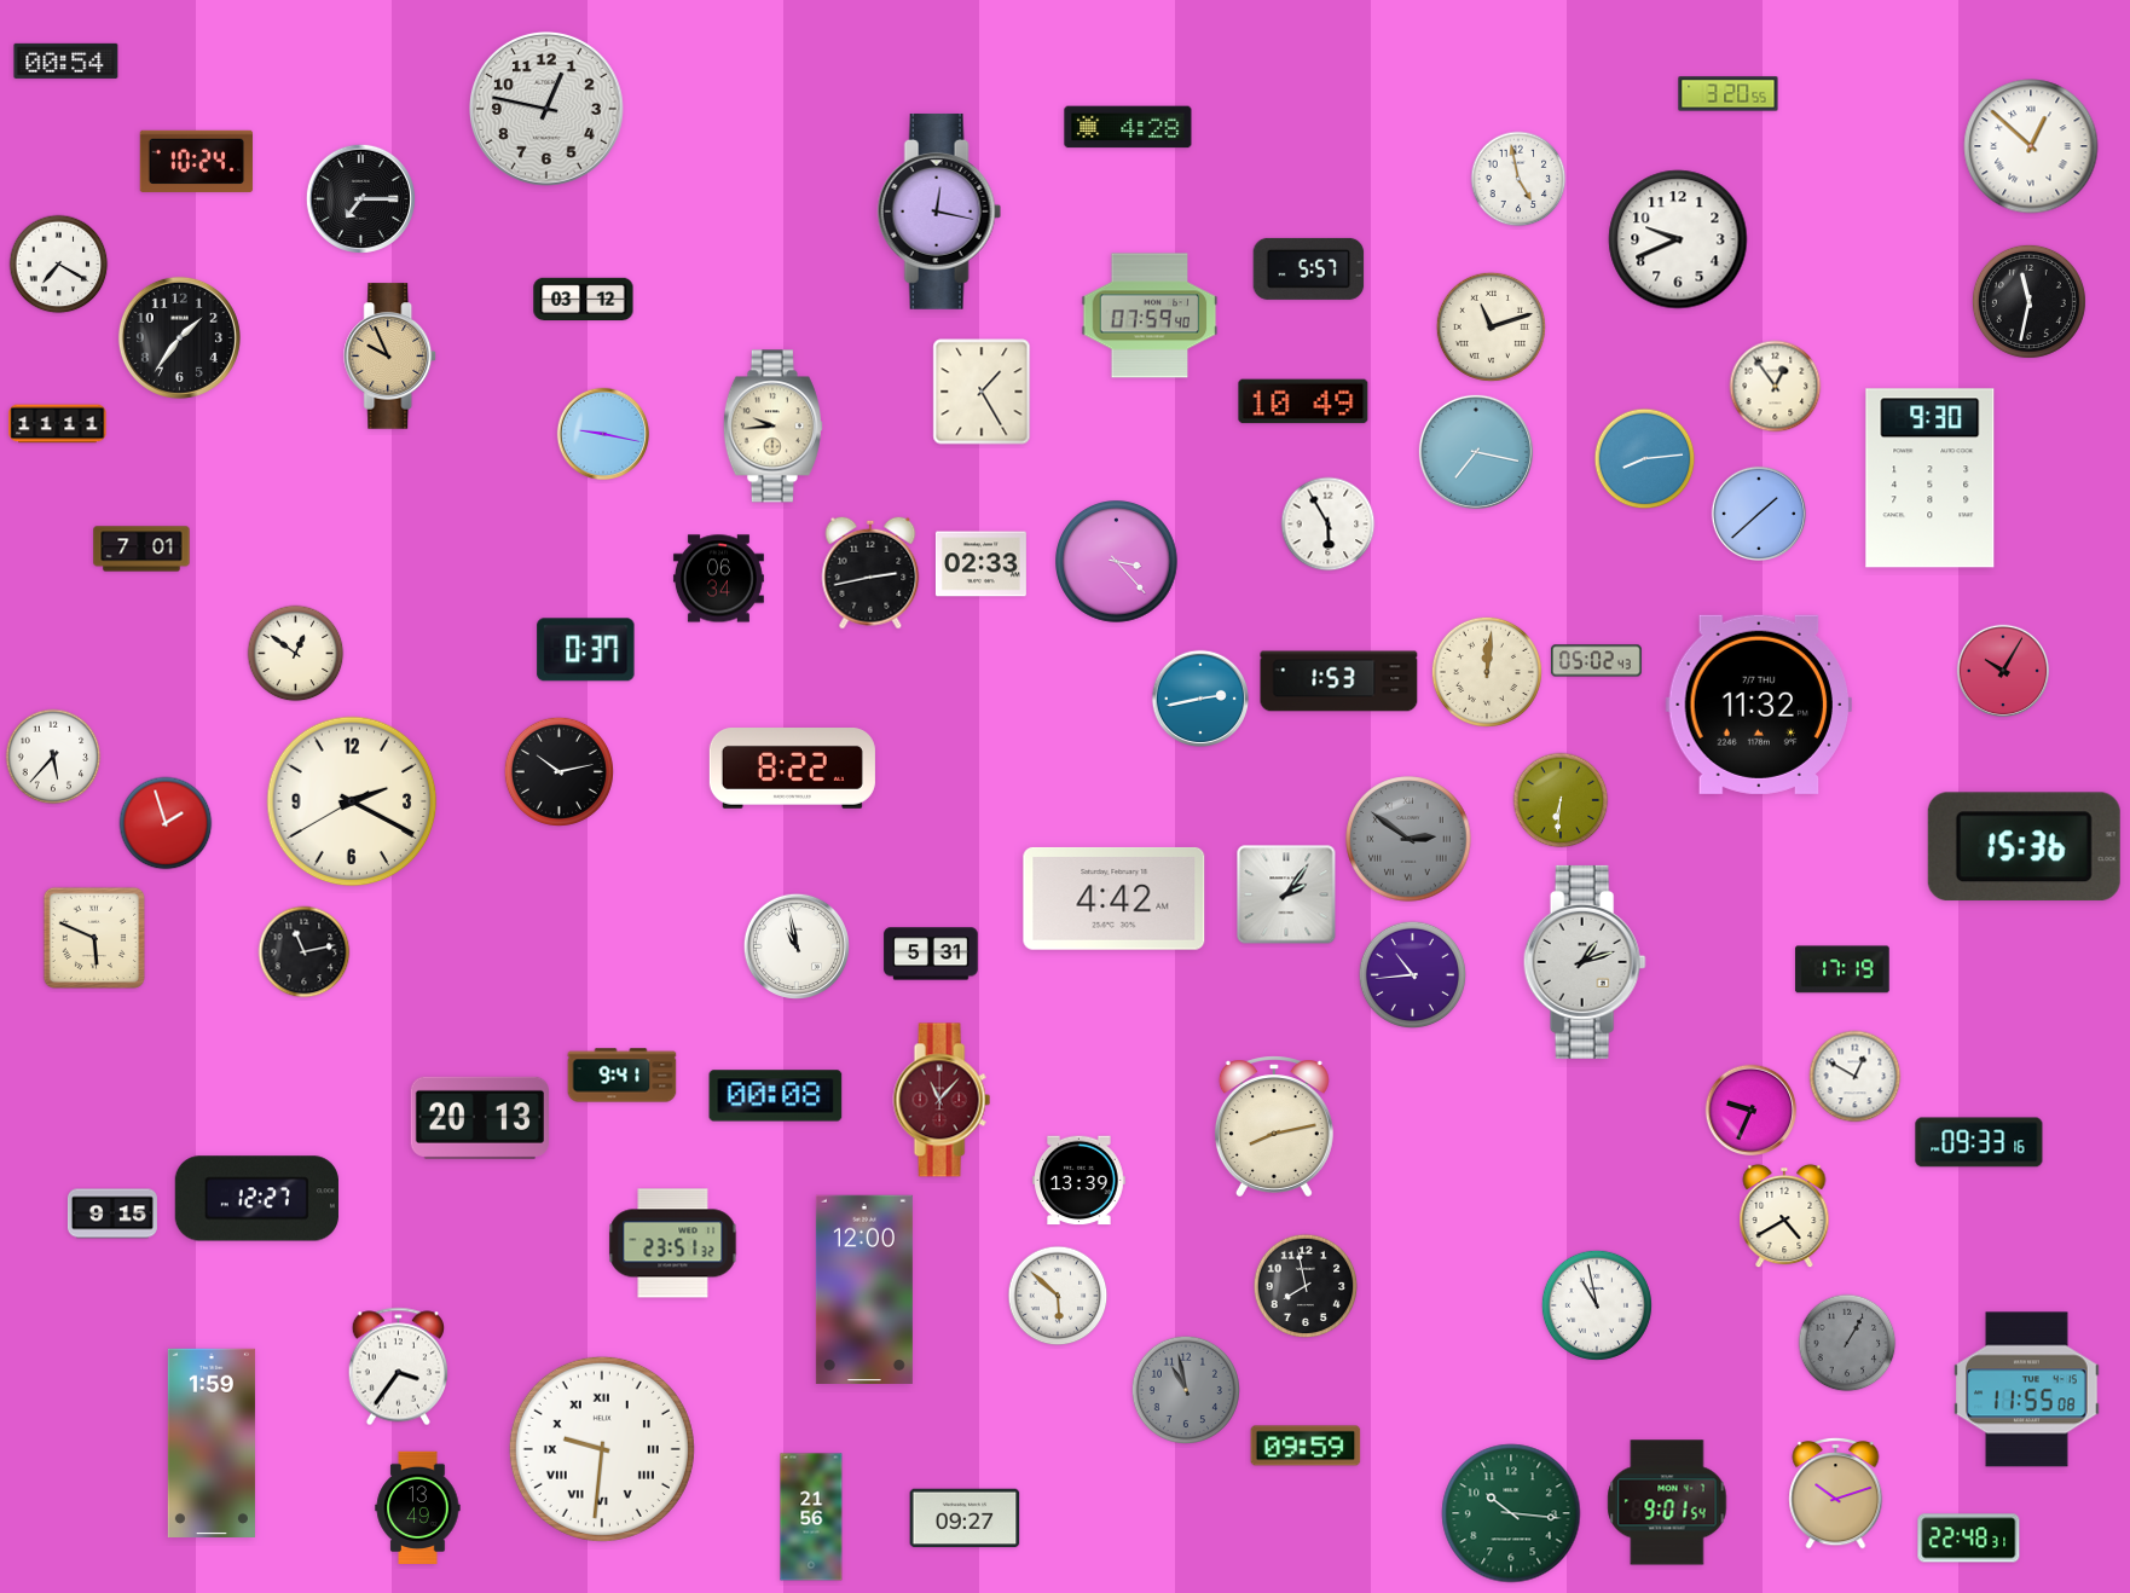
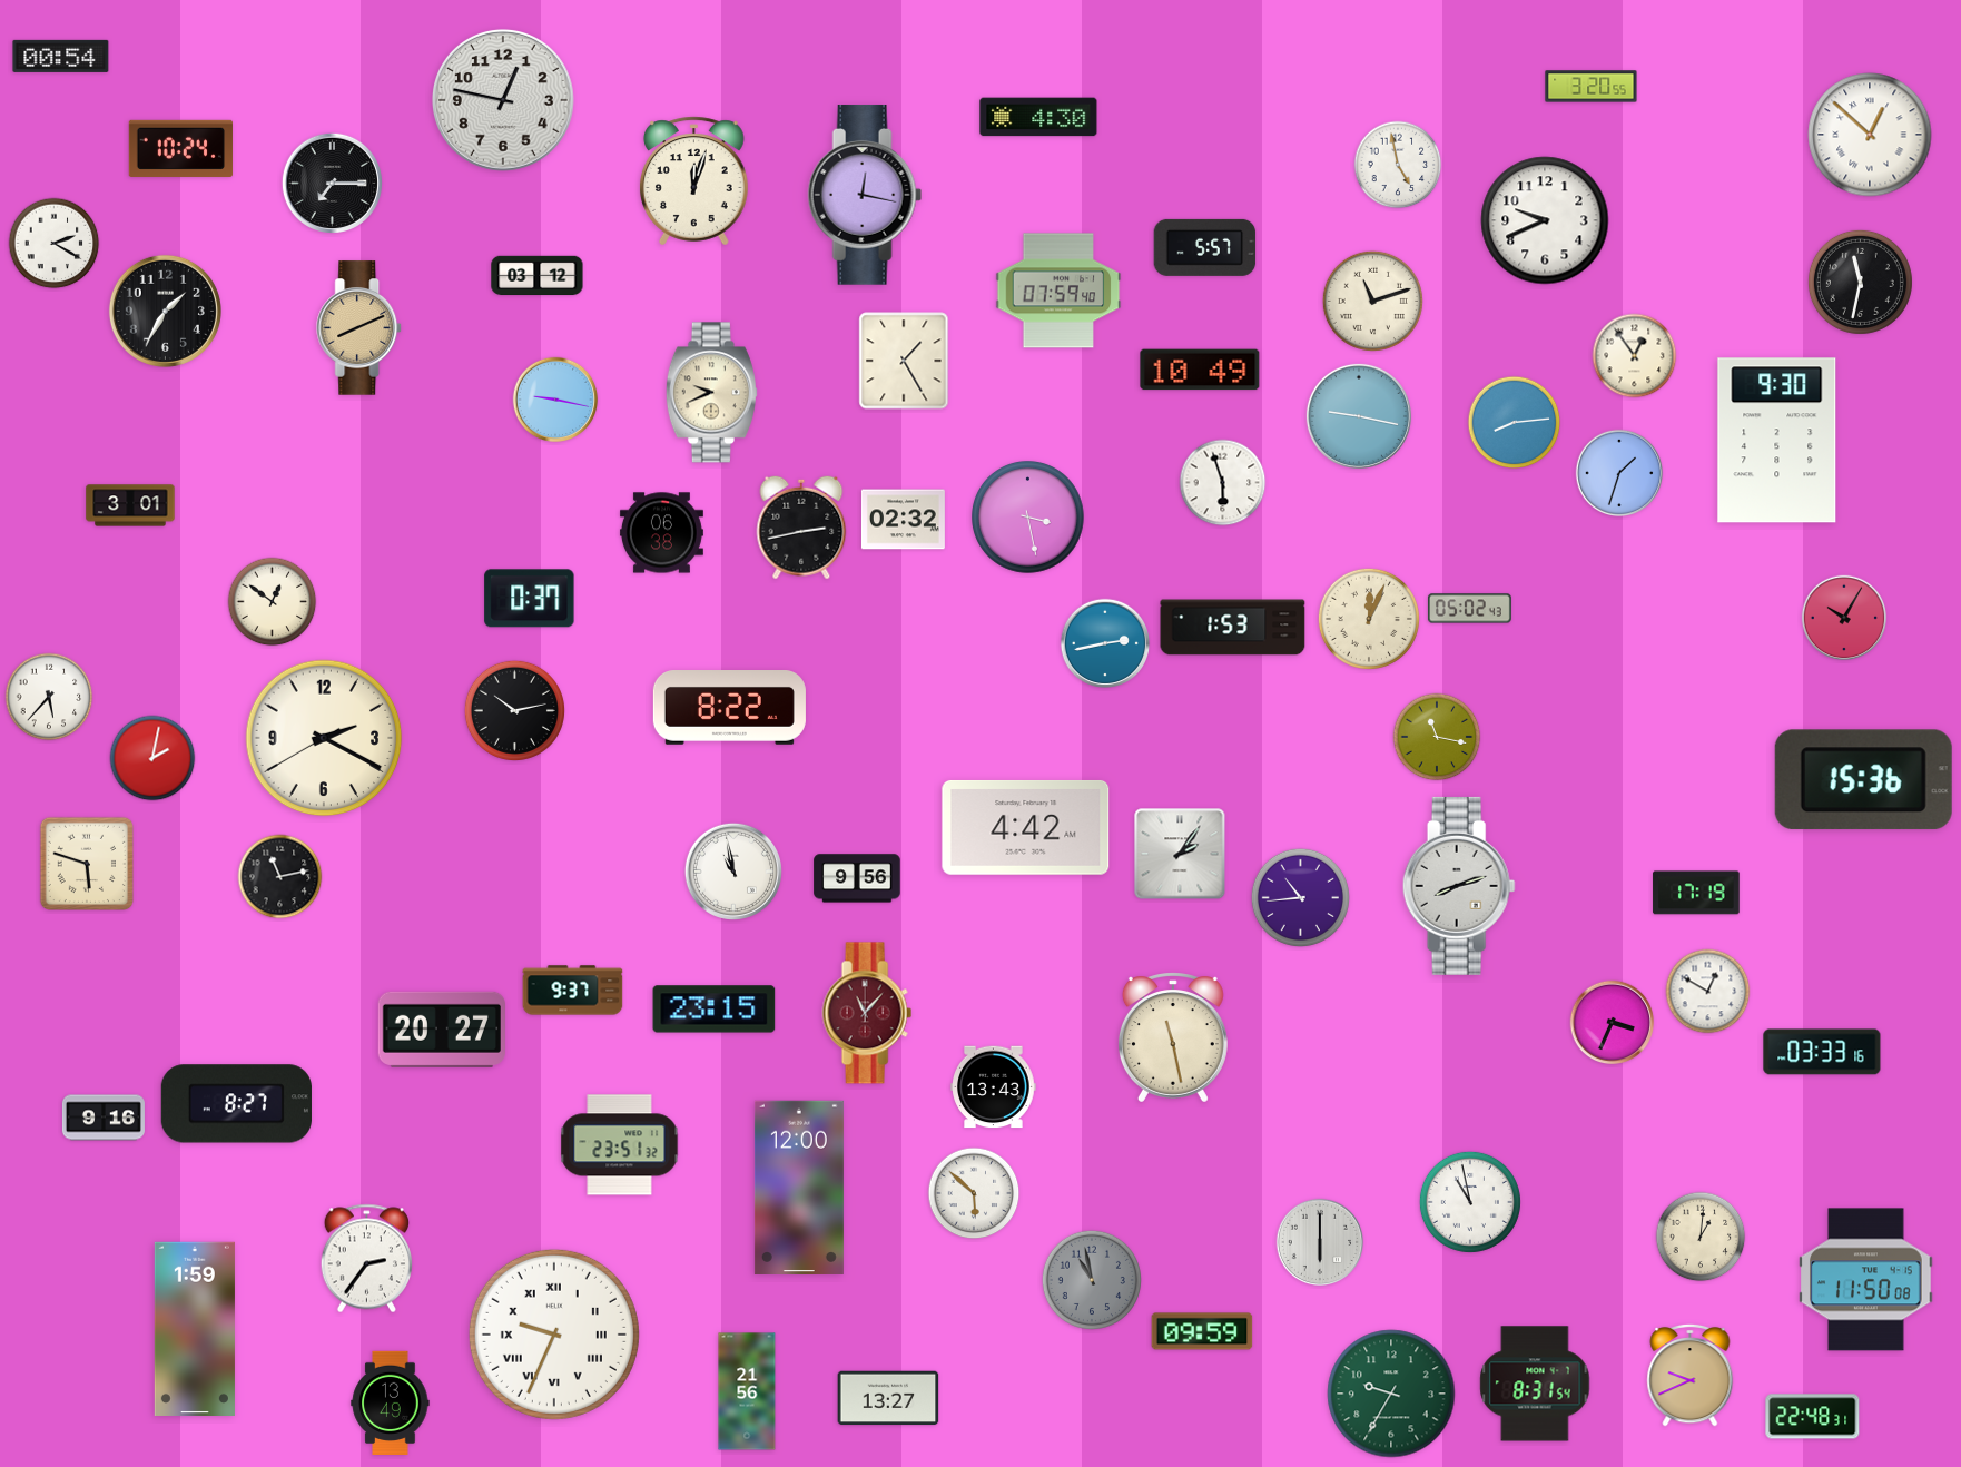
clock at (1128, 127): 4:28 -> 4:30
clock at (694, 181): none -> 12:03
clock at (59, 265): 7:20 -> 2:20
clock at (2028, 301) position: (2028, 301) -> (1860, 282)
clock at (179, 337): 1:36 -> 1:35
clock at (390, 357): 9:56 -> 8:11
clock at (58, 424): 11:11 -> none
clock at (772, 427): 9:44 -> 9:41
clock at (1476, 452): 7:17 -> 9:17
clock at (1759, 514): 1:38 -> 1:33
clock at (1329, 525): 5:55 -> 5:57
clock at (141, 549): 7:01 -> 3:01
clock at (1117, 562): 3:23 -> 3:28
clock at (980, 564): 02:33 -> 02:32
clock at (718, 579): 06:34 -> 06:38
clock at (586, 650) position: (586, 650) -> (530, 599)
clock at (1487, 672): 12:01 -> 12:04
clock at (1758, 705): 11:32 -> none
clock at (1561, 800): 6:31 -> 11:17
clock at (166, 823): 1:57 -> 2:02
clock at (1408, 839): 2:51 -> none
clock at (1286, 894) position: (1286, 894) -> (1180, 854)
clock at (93, 937): 5:49 -> 5:48
clock at (931, 954): 5:31 -> 9:56
clock at (1585, 962): 1:12 -> 8:12
clock at (623, 1076): 9:41 -> 9:37
clock at (776, 1096): 00:08 -> 23:15
clock at (1752, 1111): 9:34 -> 3:34
clock at (480, 1118): 20:13 -> 20:27
clock at (1274, 1126): 8:13 -> 11:28
clock at (1979, 1142): 09:33 -> 03:33
clock at (1080, 1181): 13:39 -> 13:43
clock at (256, 1199): 12:27 -> 8:27
clock at (112, 1213): 9:15 -> 9:16
clock at (1784, 1216): 4:40 -> none
clock at (1306, 1286): 7:58 -> none
clock at (864, 1288) position: (864, 1288) -> (799, 1187)
clock at (1847, 1343): 1:05 -> 1:01
clock at (1847, 1343) dial: grey -> cream
clock at (1320, 1242): none -> 6:00
clock at (398, 1367): 3:36 -> 2:36
clock at (2027, 1390): 11:55 -> 11:50
clock at (602, 1449): 9:31 -> 9:34
clock at (1836, 1493): 10:12 -> 9:41
clock at (1667, 1502): 9:01 -> 8:31
clock at (418, 1507) position: (418, 1507) -> (391, 1402)
clock at (1511, 1513): 10:16 -> 9:35
clock at (811, 1517) position: (811, 1517) -> (747, 1391)
clock at (965, 1518): 09:27 -> 13:27
